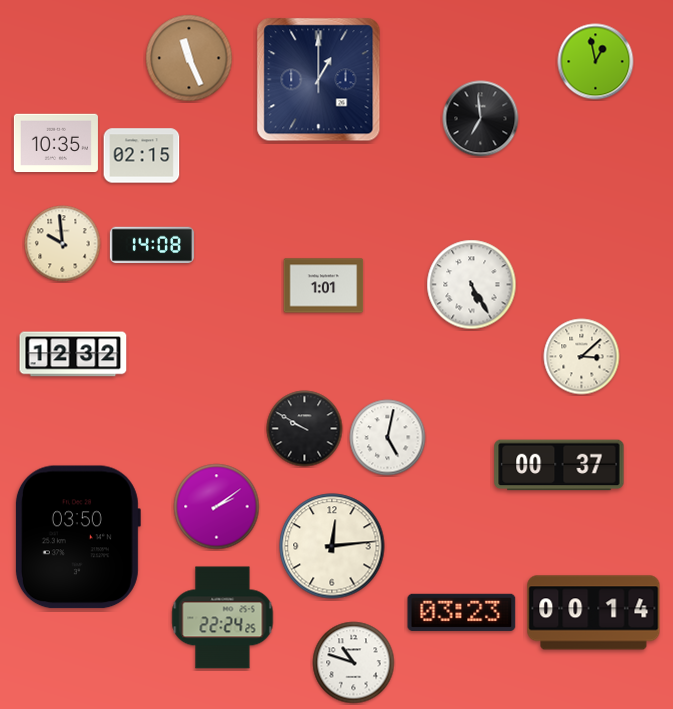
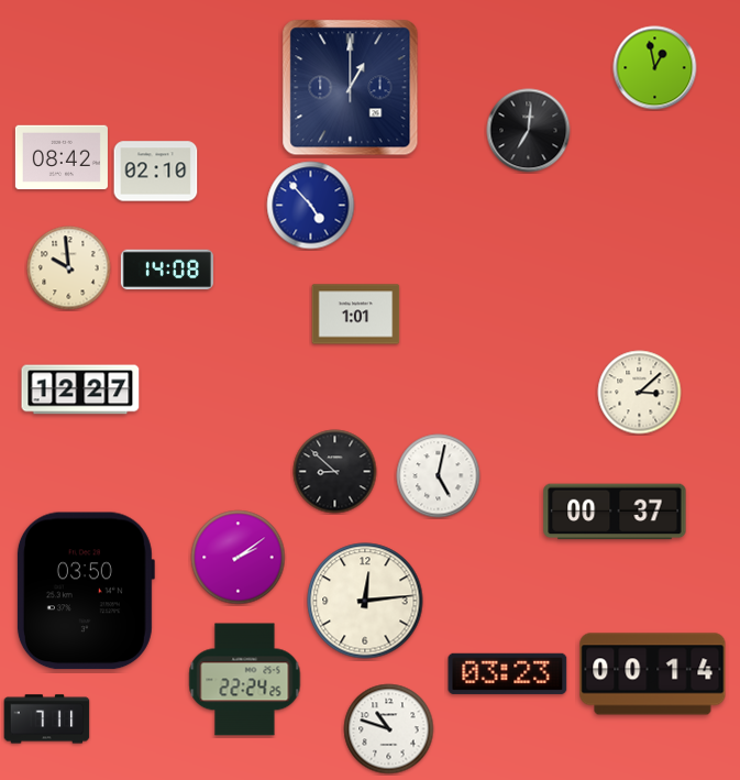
clock at (189, 58): 11:26 -> none
clock at (481, 119): 6:59 -> 7:01
clock at (56, 143): 10:35 -> 08:42
clock at (142, 156): 02:15 -> 02:10
clock at (311, 206): none -> 4:53
clock at (472, 285): 5:25 -> none
clock at (73, 354): 12:32 -> 12:27
clock at (305, 429): 9:50 -> 8:52
clock at (388, 438) position: (388, 438) -> (439, 476)
clock at (47, 719): none -> 7:11
